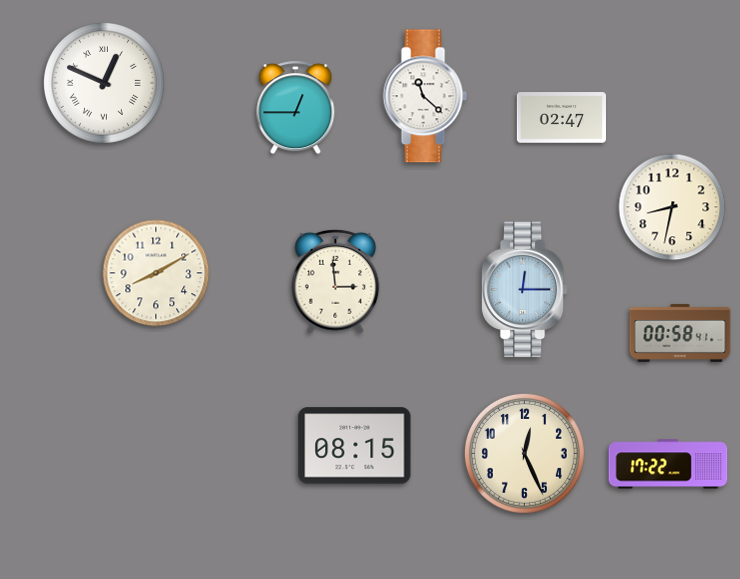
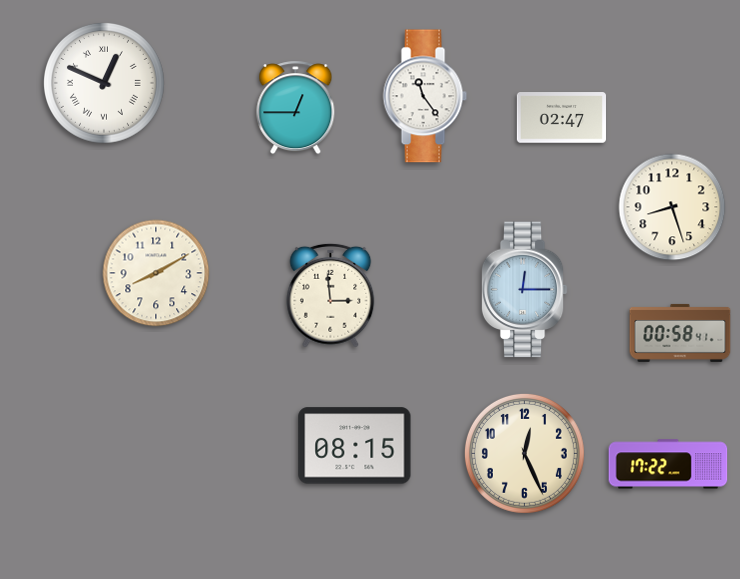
clock at (425, 96): 11:22 -> 11:24
clock at (672, 207): 8:32 -> 8:27
clock at (336, 281) position: (336, 281) -> (331, 295)
